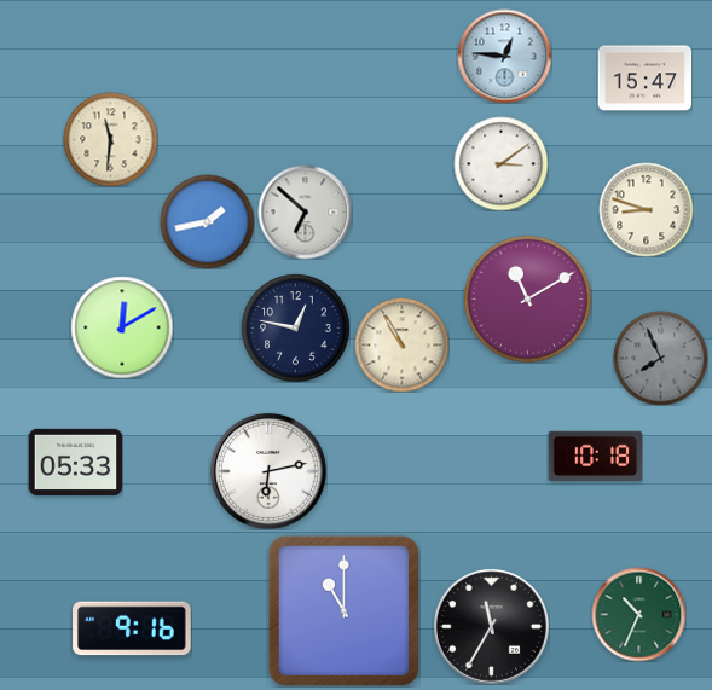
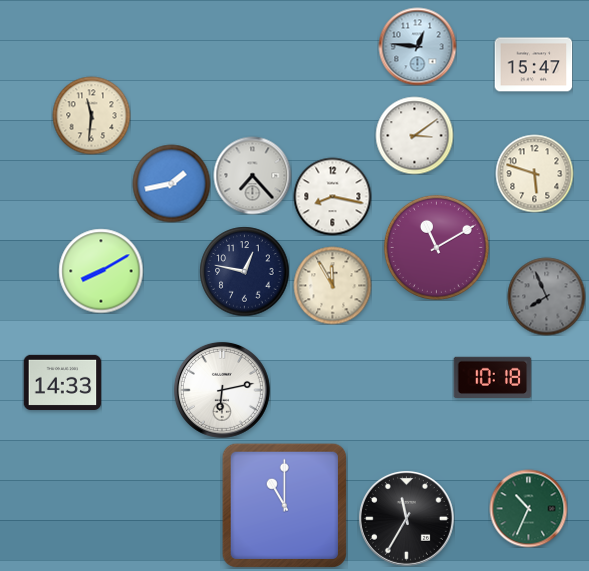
clock at (646, 209): 8:48 -> 5:48
clock at (305, 211): 6:52 -> 7:23
clock at (332, 196): none -> 8:17
clock at (122, 327): 12:10 -> 8:10
clock at (401, 344): 10:55 -> 11:55
clock at (75, 462): 05:33 -> 14:33
clock at (132, 628): 9:16 -> none
